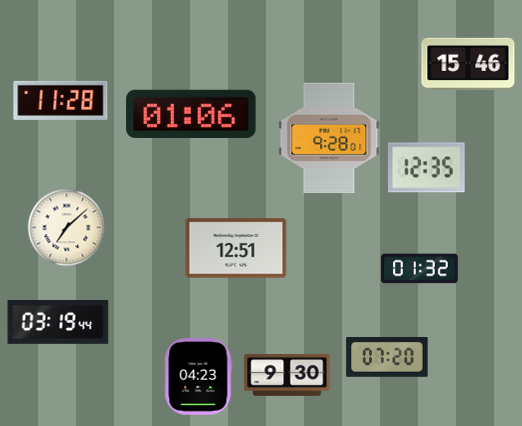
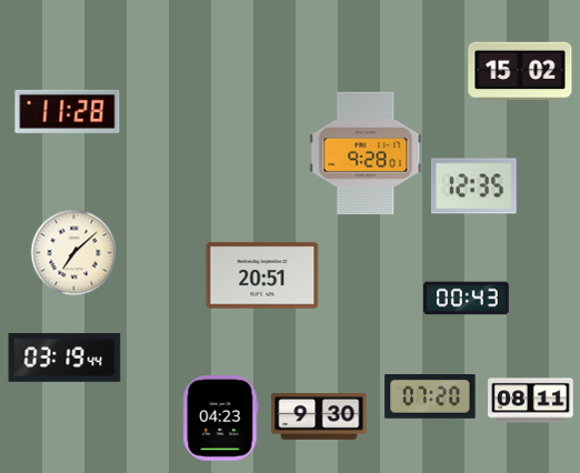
clock at (468, 64): 15:46 -> 15:02
clock at (191, 114): 01:06 -> none
clock at (236, 248): 12:51 -> 20:51
clock at (420, 269): 01:32 -> 00:43
clock at (531, 401): none -> 08:11
